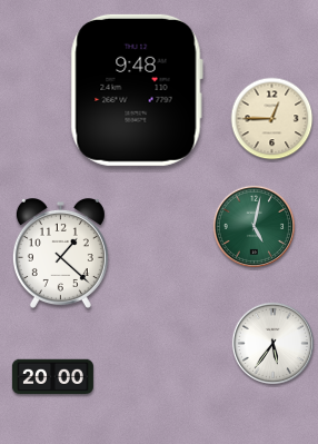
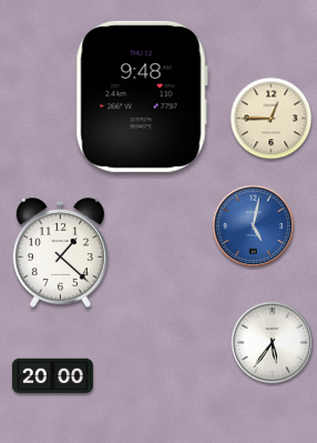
clock at (137, 90) position: (137, 90) -> (142, 97)
clock at (254, 226) dial: green -> blue
